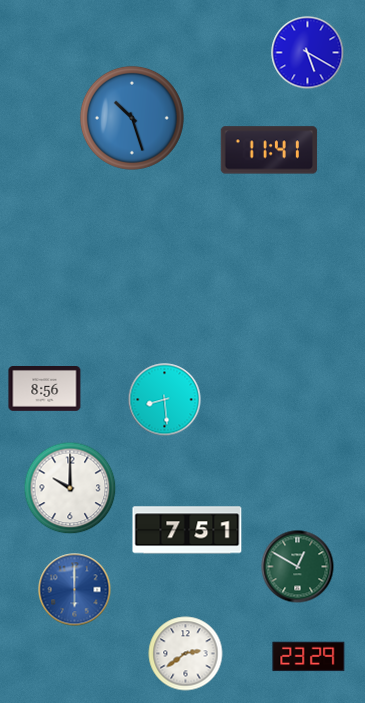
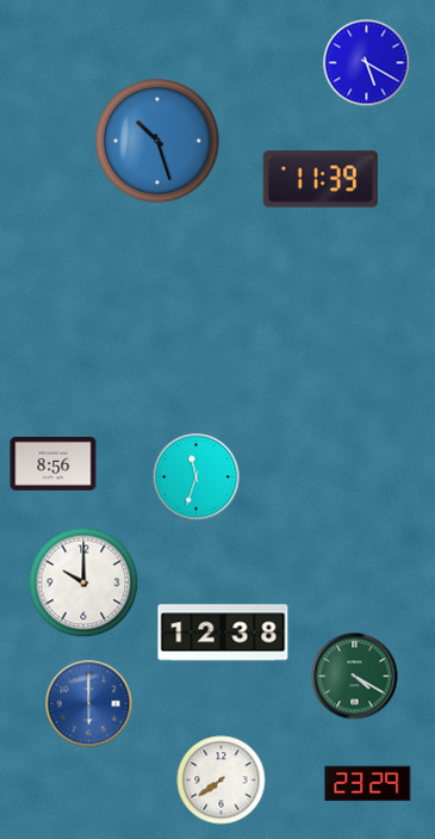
clock at (269, 150): 11:41 -> 11:39
clock at (165, 400): 8:29 -> 11:33
clock at (187, 530): 7:51 -> 12:38
clock at (298, 567): 12:50 -> 4:20
clock at (186, 654): 2:39 -> 7:39
